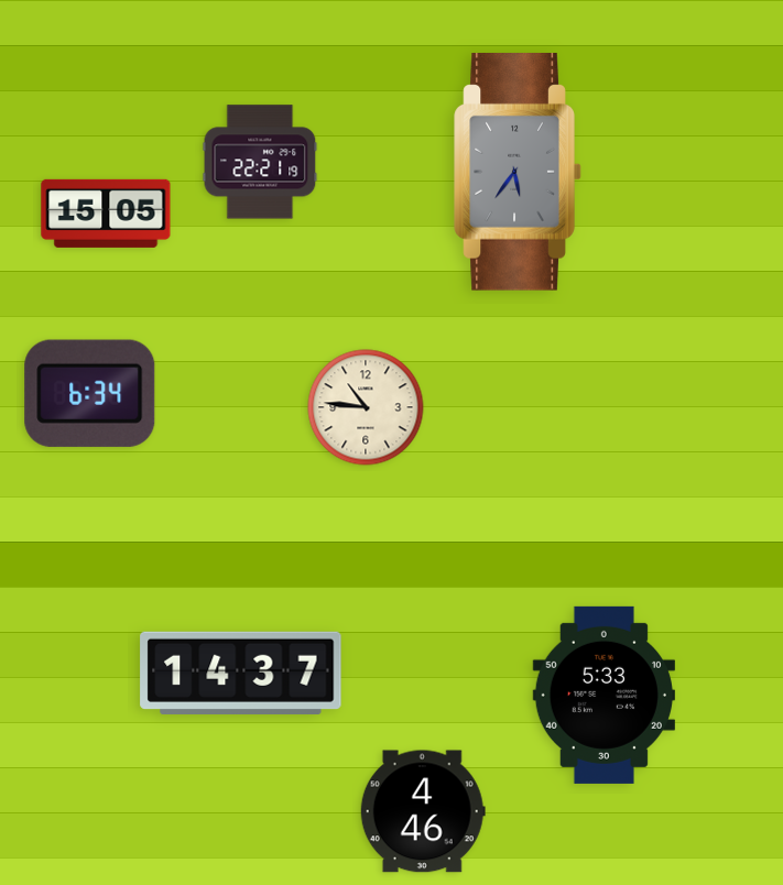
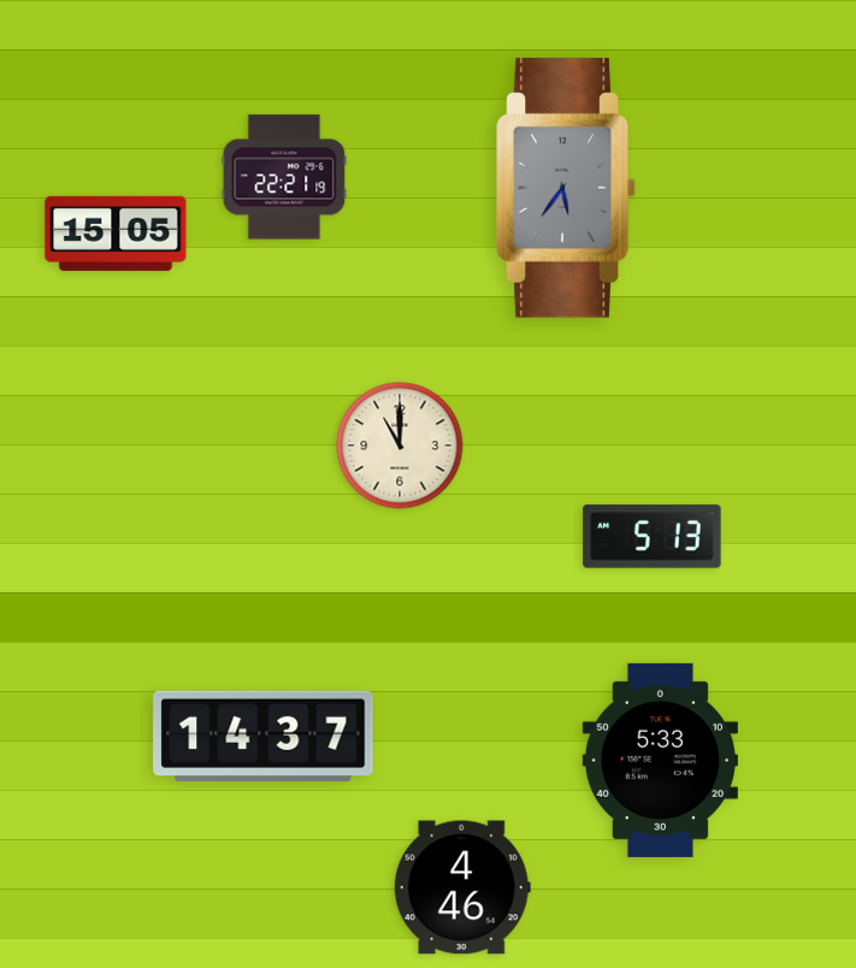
clock at (90, 393): 6:34 -> none
clock at (366, 407): 10:46 -> 11:00
clock at (653, 537): none -> 5:13
